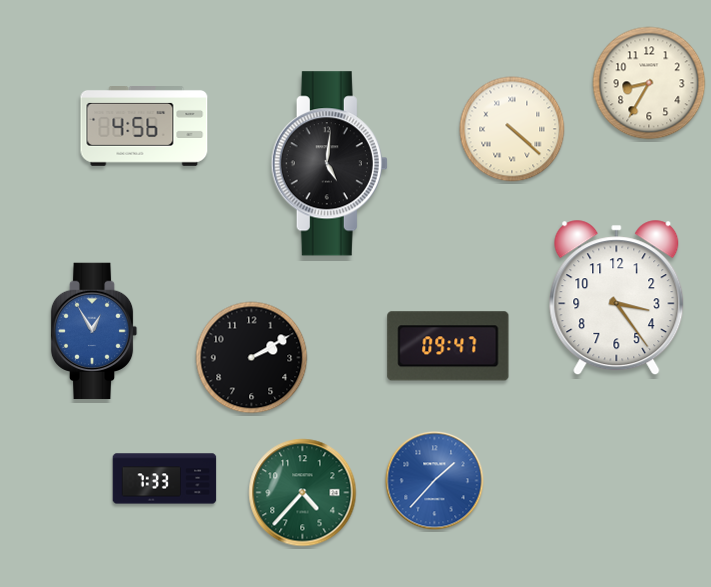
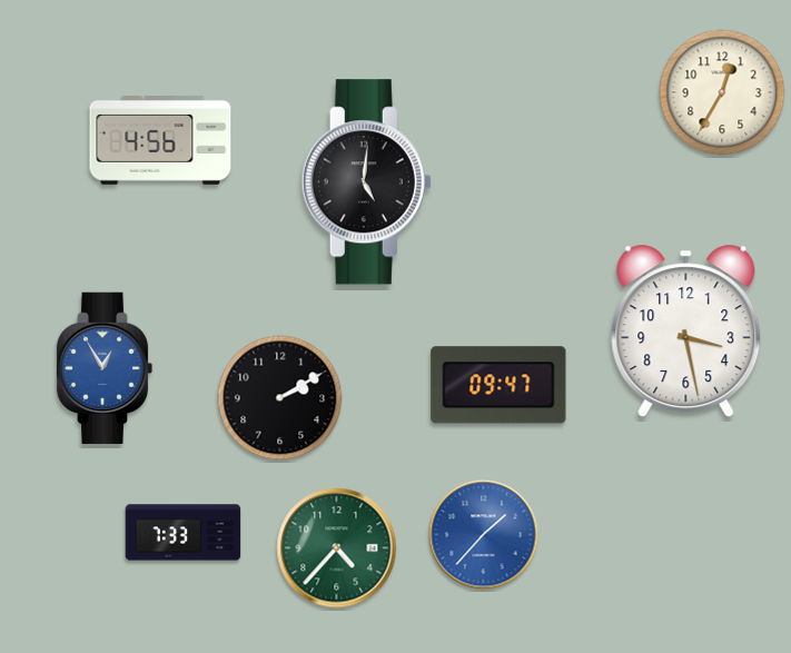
clock at (649, 83): 8:35 -> 12:35
clock at (512, 129): 4:22 -> none
clock at (617, 298): 3:24 -> 3:28
